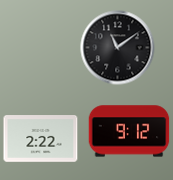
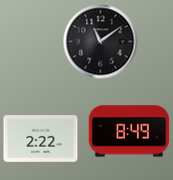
clock at (118, 48) position: (118, 48) -> (101, 42)
clock at (129, 131): 9:12 -> 8:49
